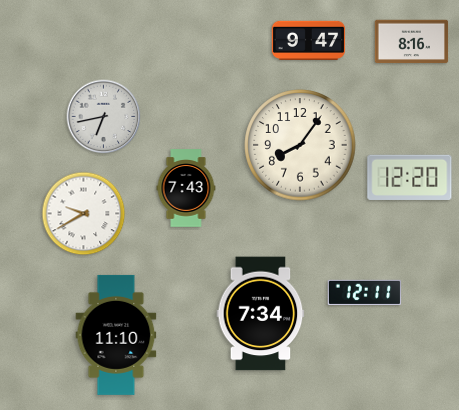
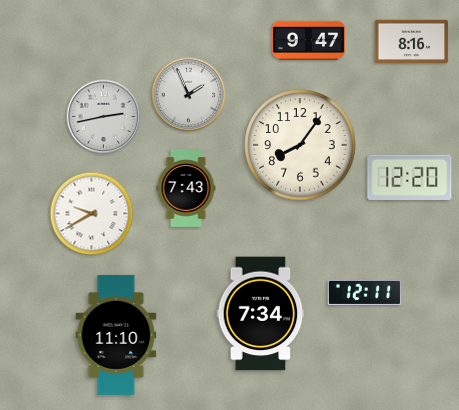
clock at (189, 95): none -> 1:56
clock at (104, 117): 6:43 -> 2:43
clock at (84, 214) position: (84, 214) -> (92, 214)
